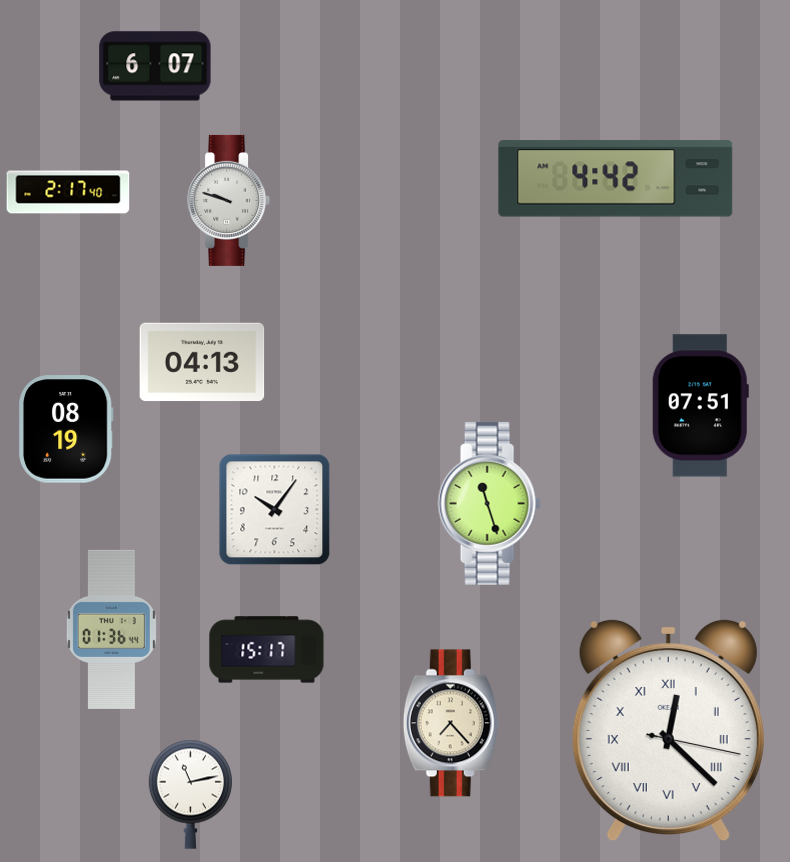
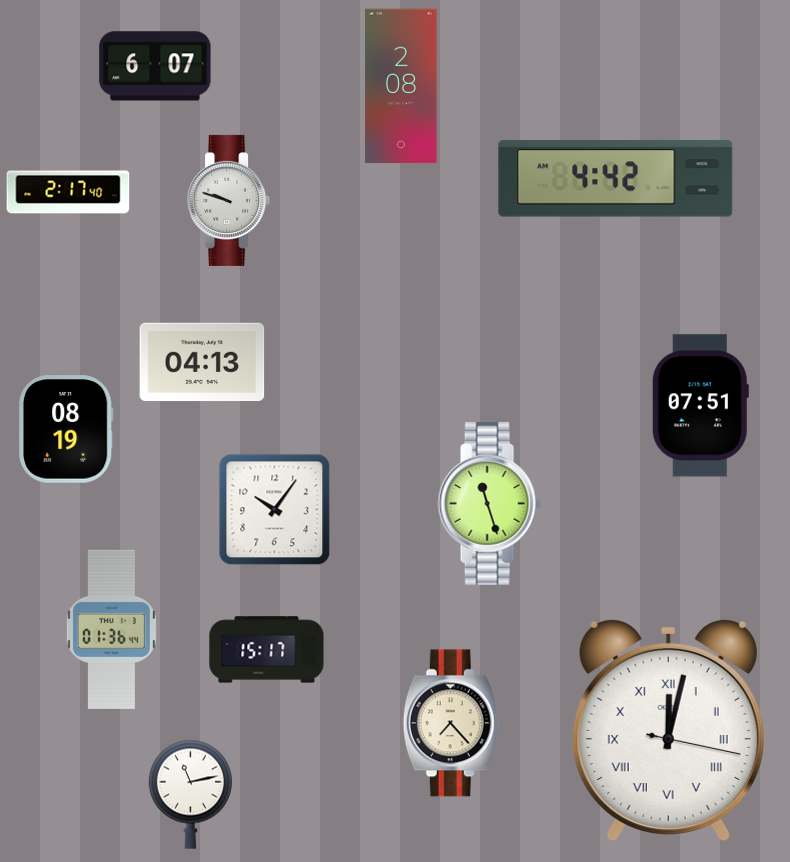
clock at (401, 86): none -> 2:08
clock at (668, 730): 12:22 -> 12:02
